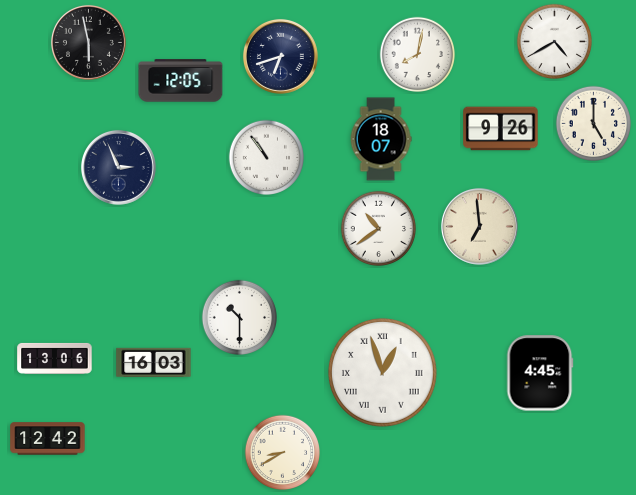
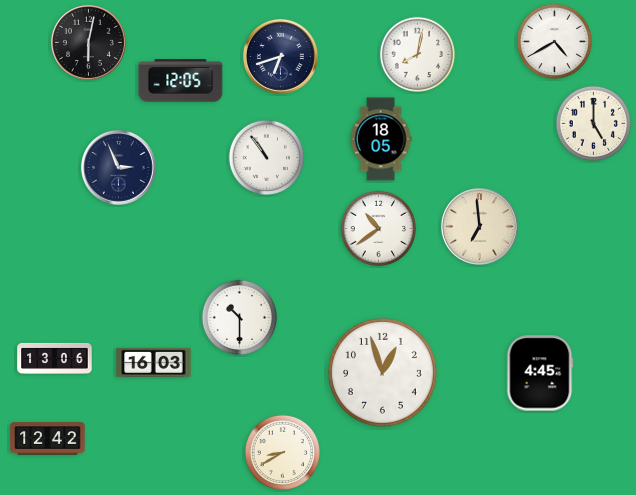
clock at (89, 43): 5:58 -> 6:02
clock at (501, 129): 9:26 -> none
clock at (381, 139): 18:07 -> 18:05
clock at (382, 372) numerals: Roman -> Arabic
